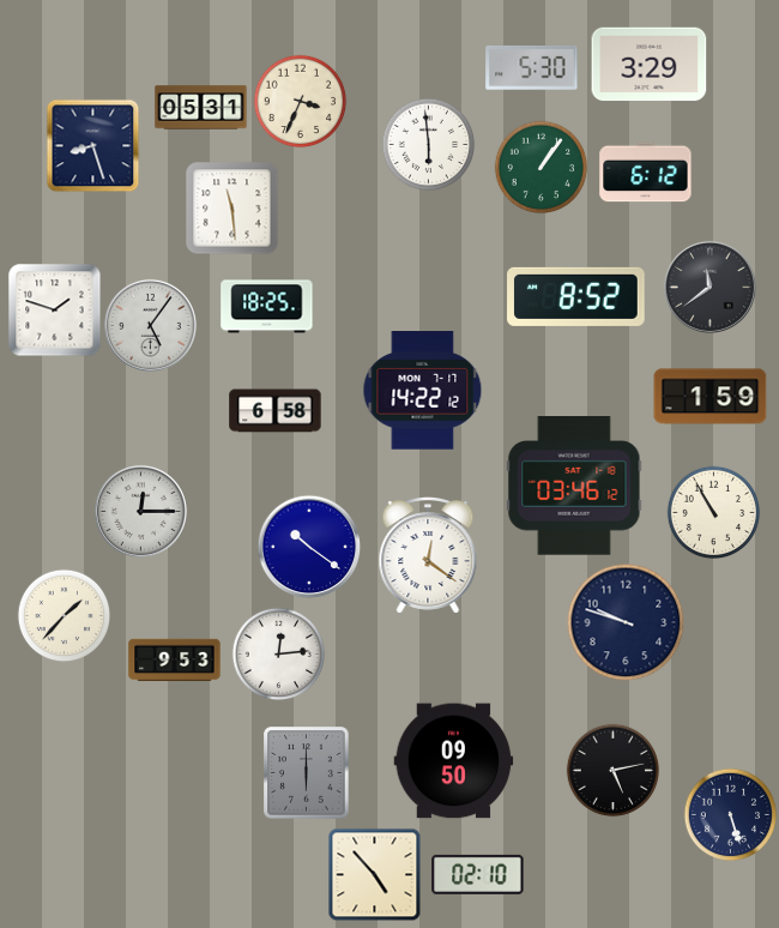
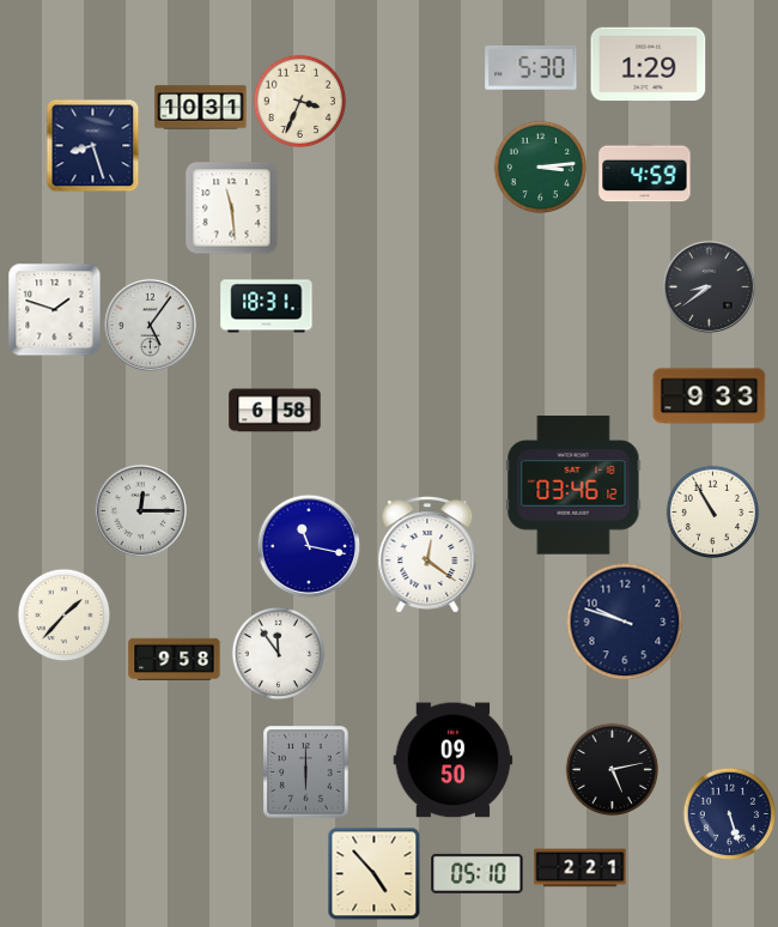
clock at (650, 65): 3:29 -> 1:29
clock at (201, 108): 05:31 -> 10:31
clock at (428, 144): 5:59 -> none
clock at (541, 167): 1:06 -> 3:14
clock at (646, 173): 6:12 -> 4:59
clock at (709, 287): 11:39 -> 8:39
clock at (576, 296): 8:52 -> none
clock at (267, 307): 18:25 -> 18:31
clock at (423, 391): 14:22 -> none
clock at (711, 397): 1:59 -> 9:33
clock at (309, 547): 10:21 -> 11:17
clock at (278, 653): 12:14 -> 11:54
clock at (175, 659): 9:53 -> 9:58
clock at (581, 868): none -> 2:21
clock at (478, 874): 02:10 -> 05:10
